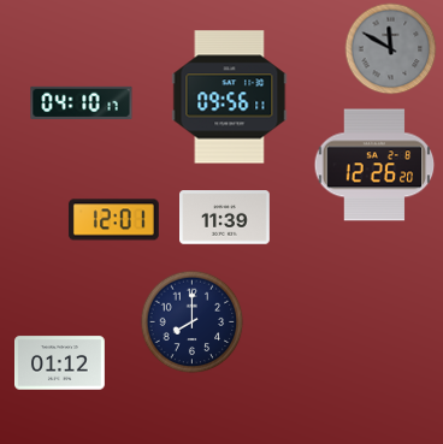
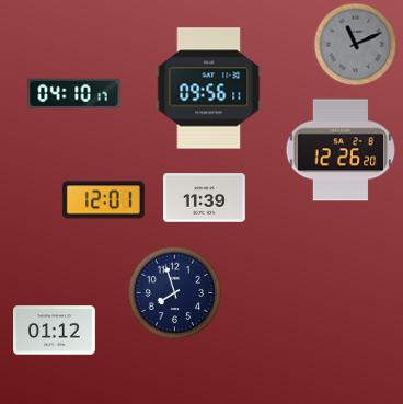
clock at (391, 49): 11:50 -> 11:11
clock at (193, 322): 8:00 -> 7:57
